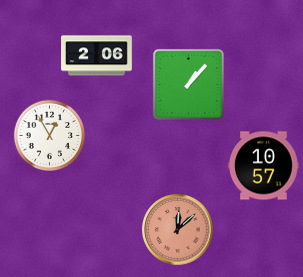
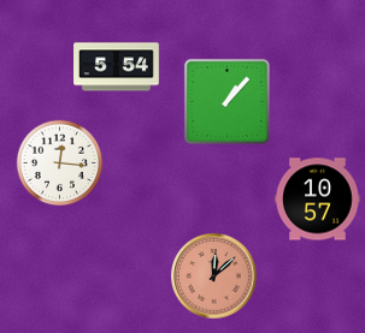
clock at (97, 56): 2:06 -> 5:54
clock at (50, 136): 12:55 -> 12:16
